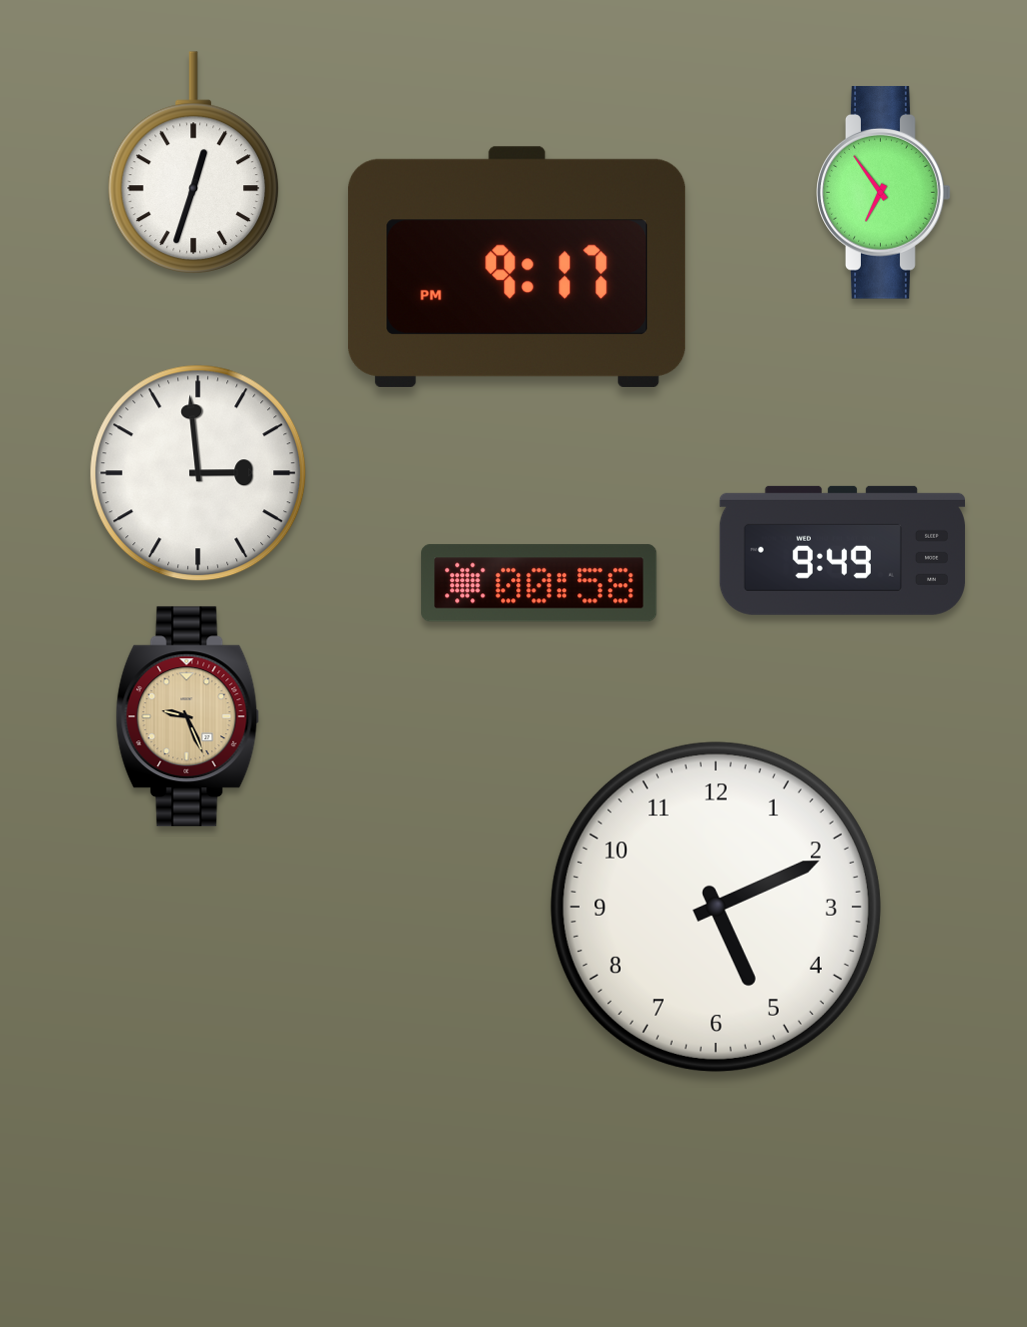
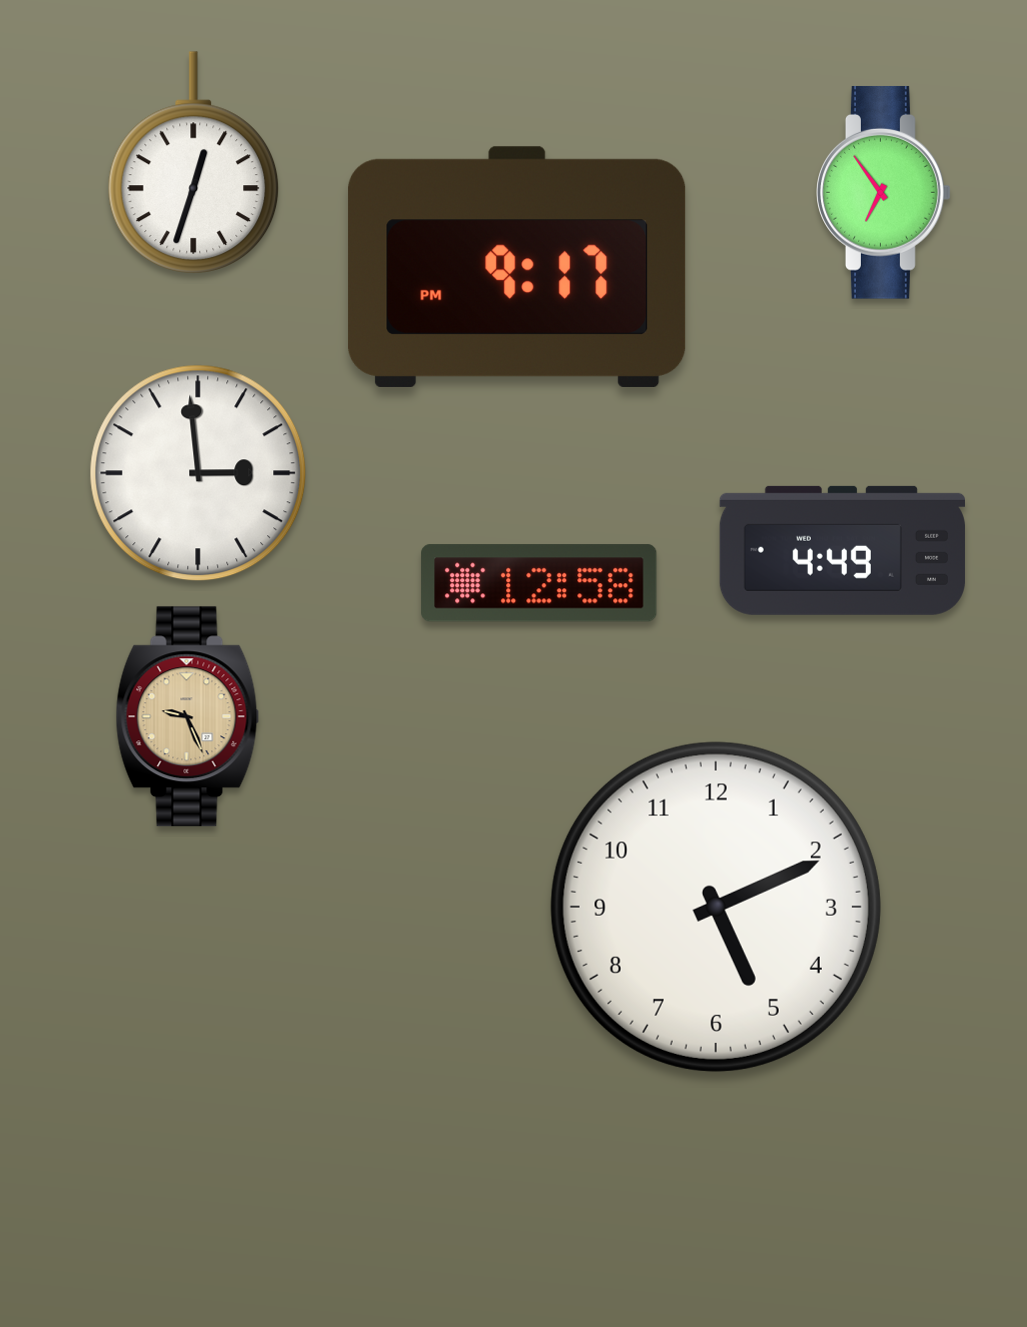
clock at (842, 550): 9:49 -> 4:49
clock at (539, 583): 00:58 -> 12:58
